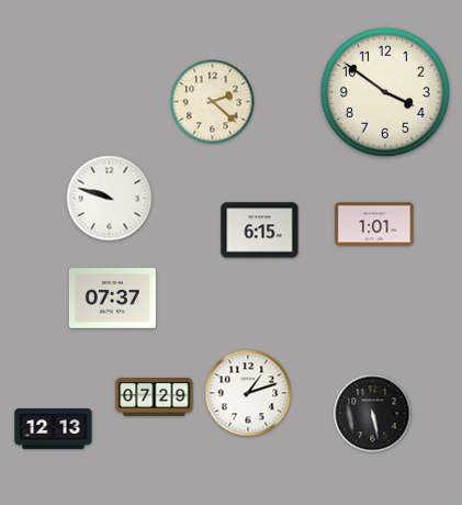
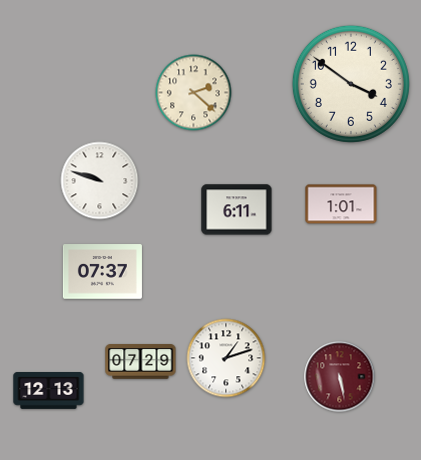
clock at (260, 231): 6:15 -> 6:11
clock at (373, 414) dial: black -> burgundy
